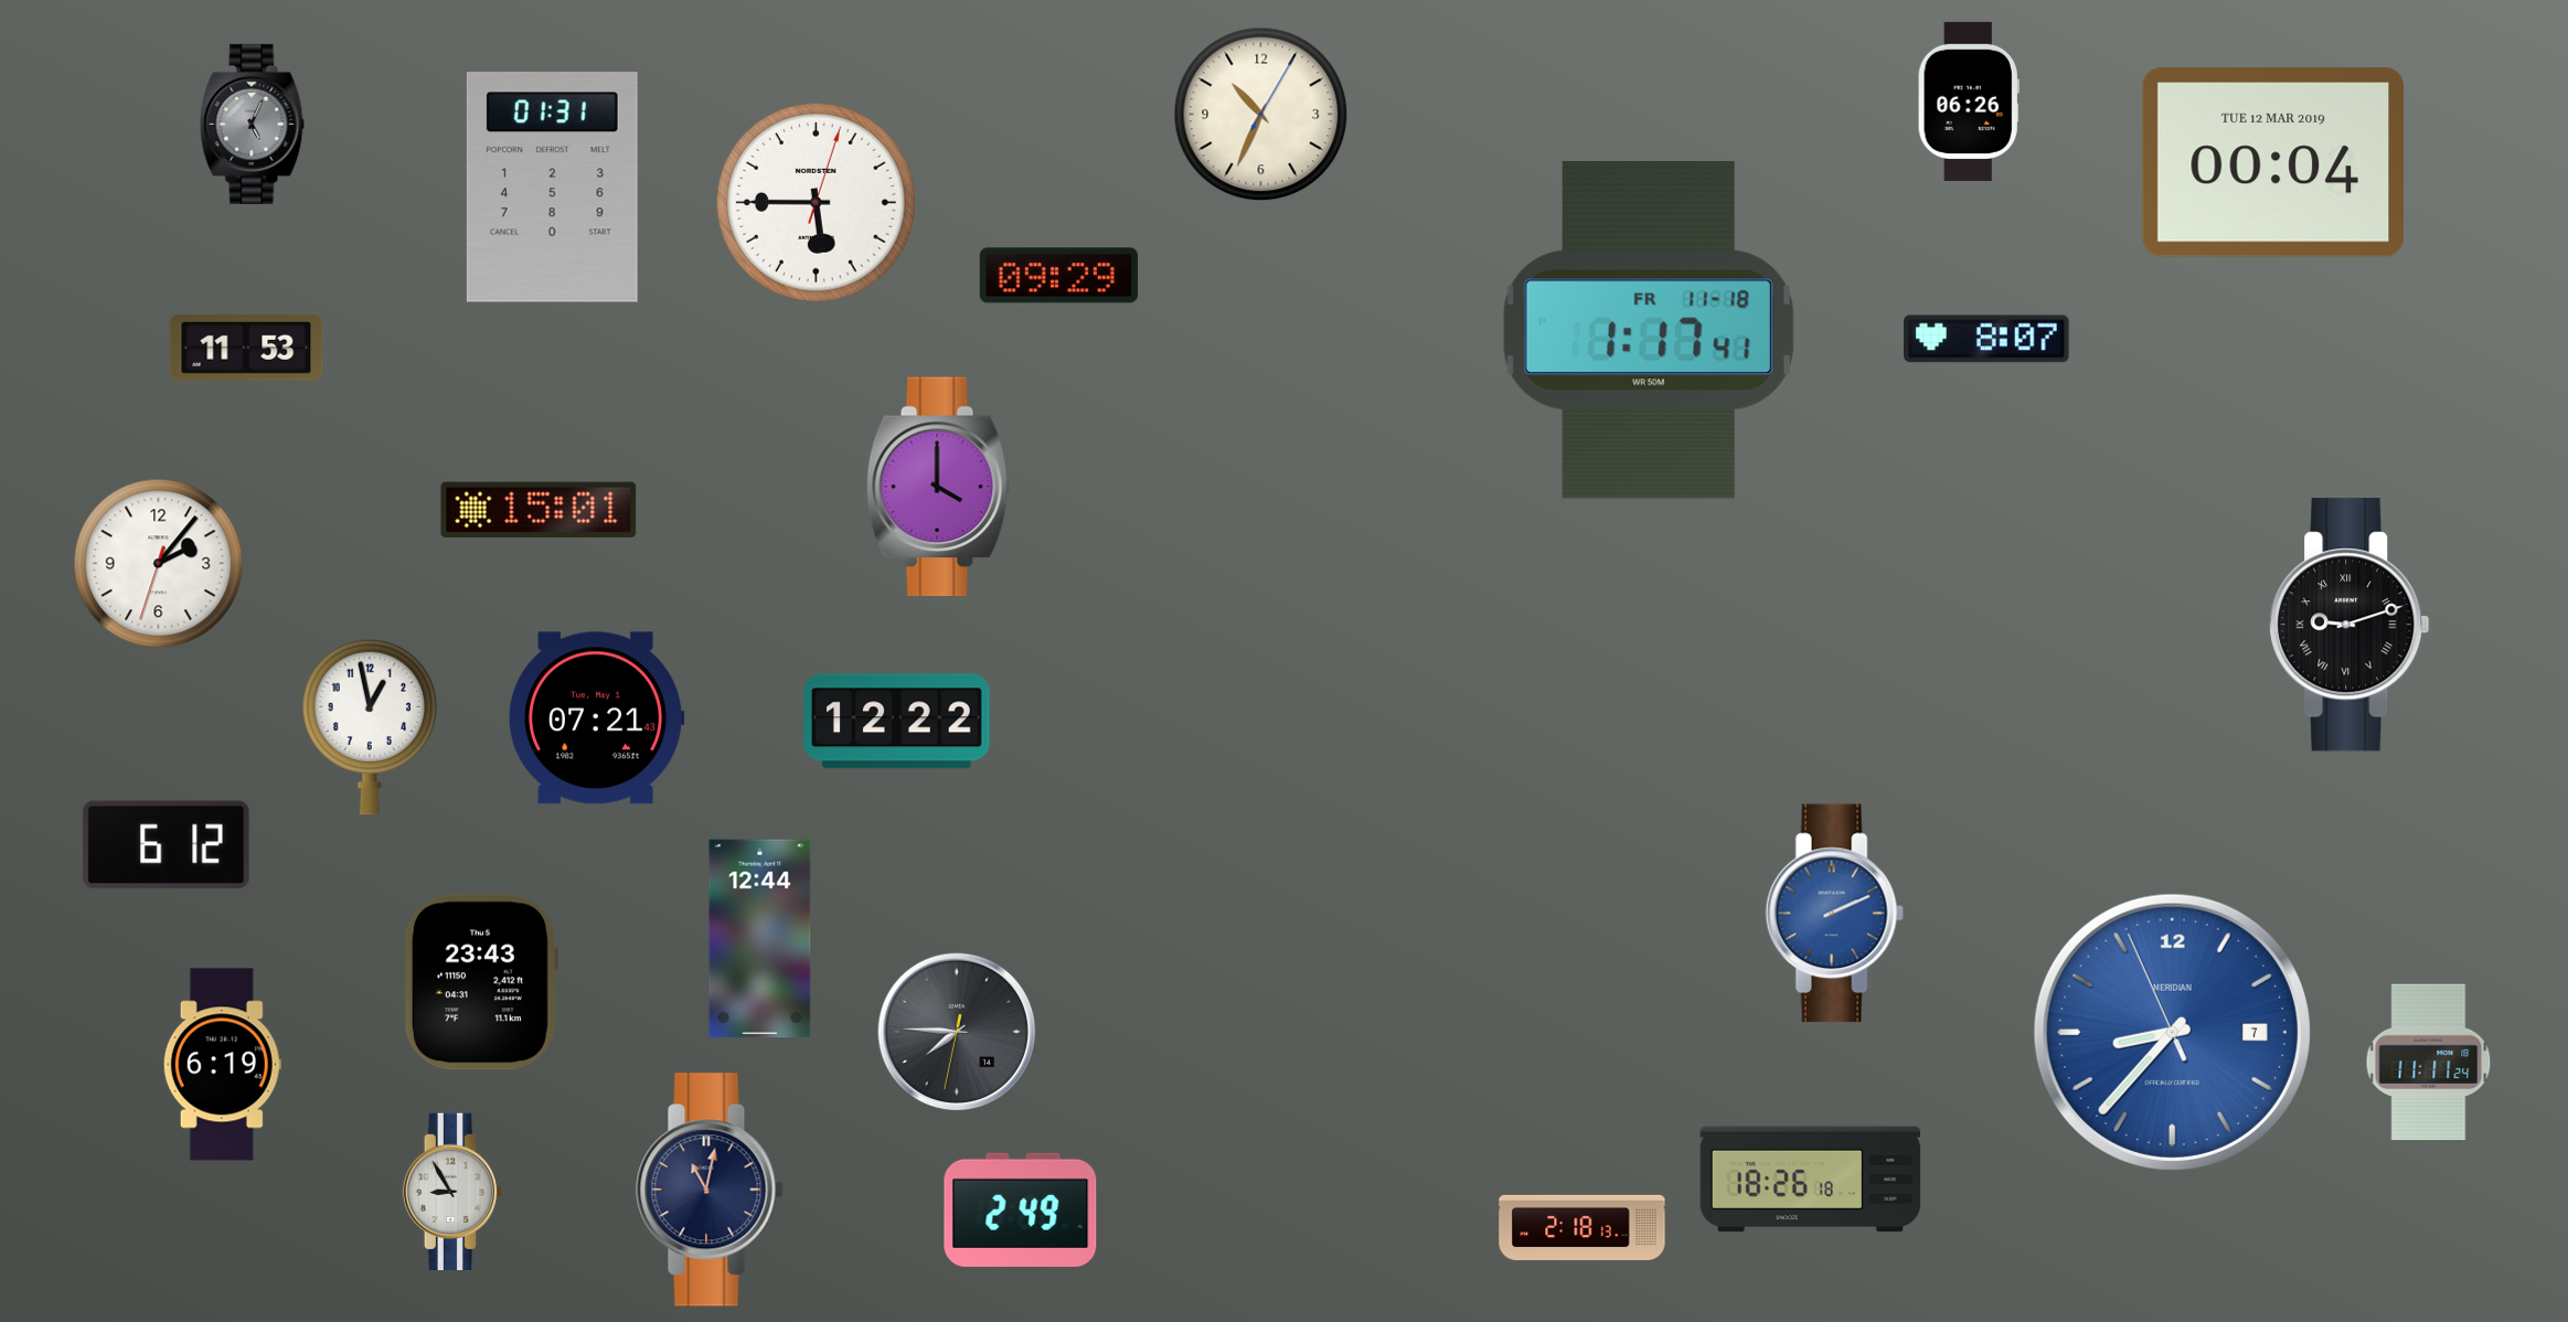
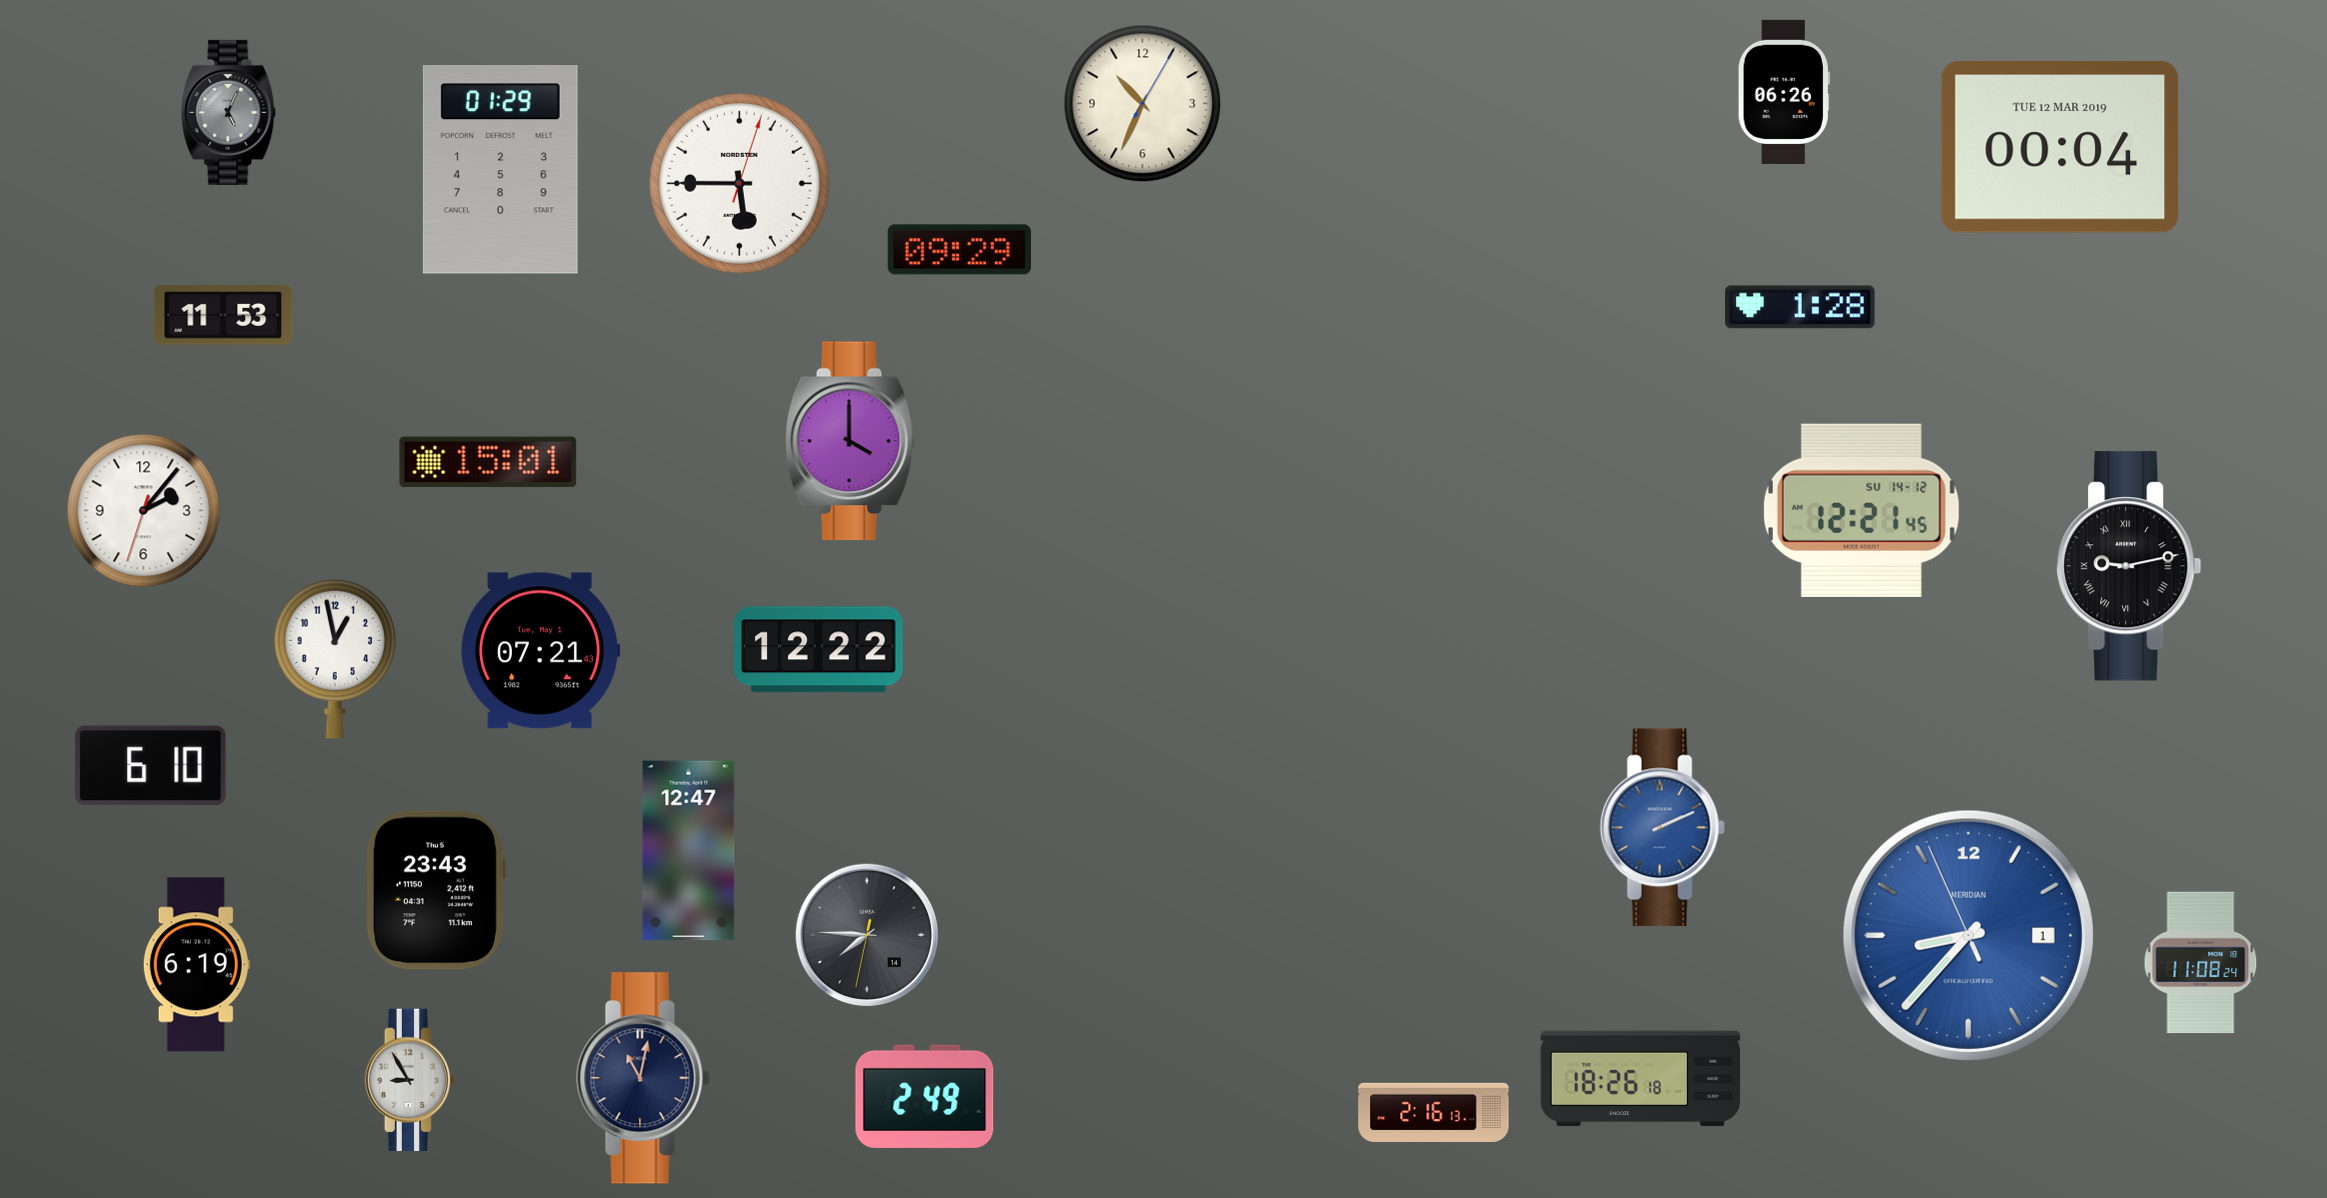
clock at (552, 188): 01:31 -> 01:29
clock at (1649, 330): 1:17 -> none
clock at (1986, 339): 8:07 -> 1:28
clock at (1861, 510): none -> 12:21
clock at (2349, 625): 9:12 -> 9:13
clock at (897, 722) position: (897, 722) -> (819, 650)
clock at (167, 845): 6:12 -> 6:10
clock at (760, 939): 12:44 -> 12:47
clock at (2172, 1032) date: 7 -> 1
clock at (2429, 1063): 11:11 -> 11:08
clock at (222, 1065) position: (222, 1065) -> (196, 965)
clock at (1811, 1180) position: (1811, 1180) -> (1641, 1079)
clock at (1583, 1227): 2:18 -> 2:16
